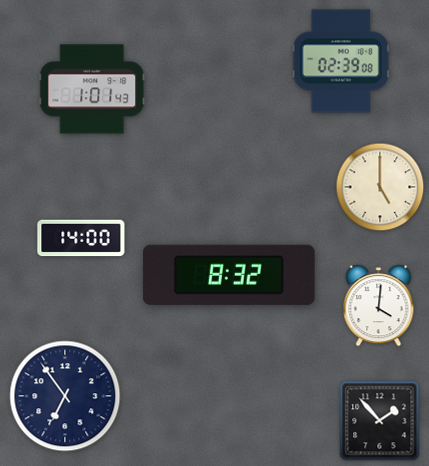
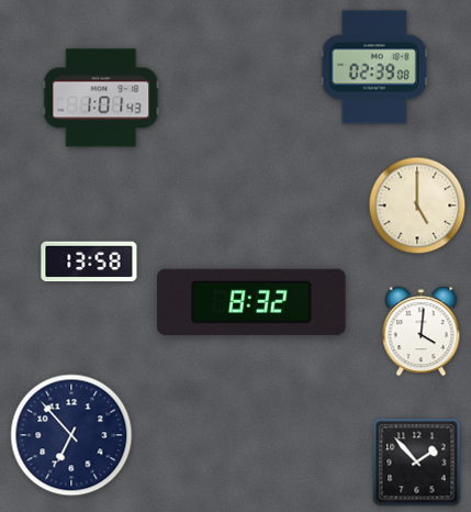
clock at (81, 238): 14:00 -> 13:58
clock at (379, 306) position: (379, 306) -> (422, 332)
clock at (65, 396): 6:54 -> 6:53
